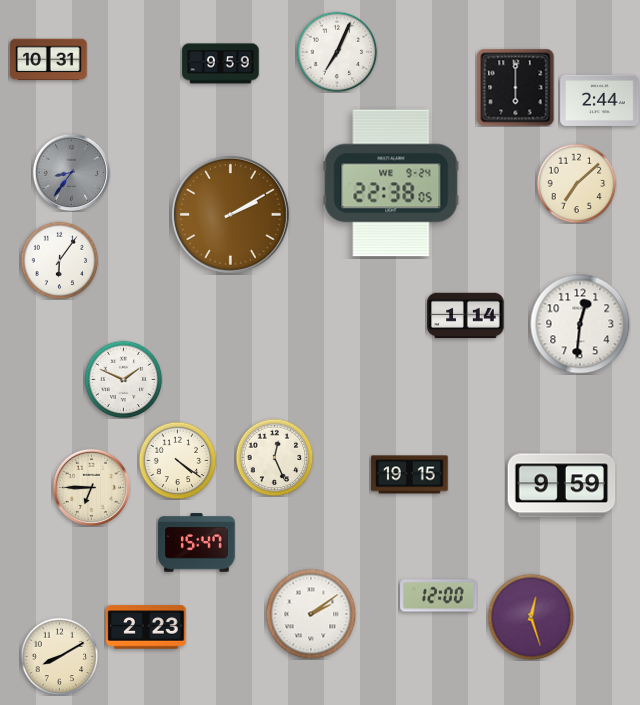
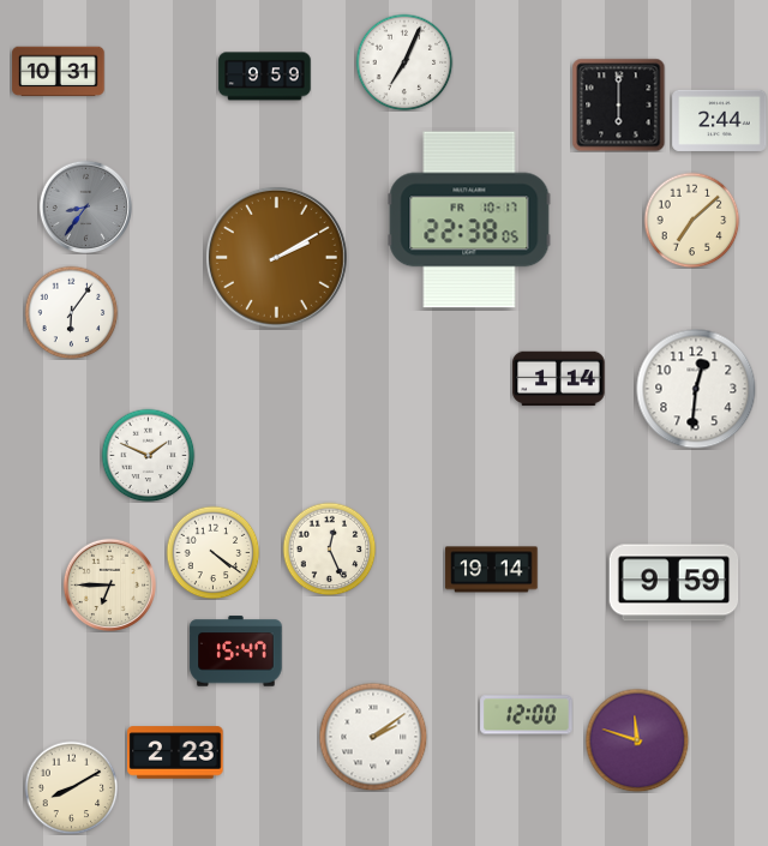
clock at (391, 183) date: WE 9-24 -> FR 10-17
clock at (410, 475): 19:15 -> 19:14
clock at (531, 617): 12:27 -> 11:48
